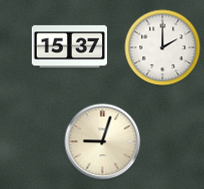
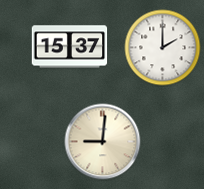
clock at (103, 142): 9:03 -> 9:01
